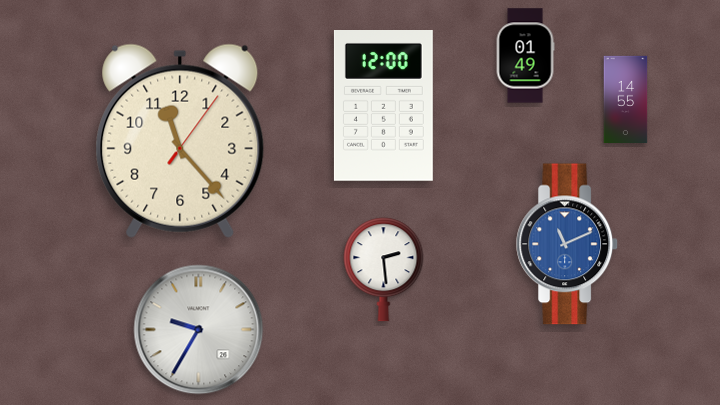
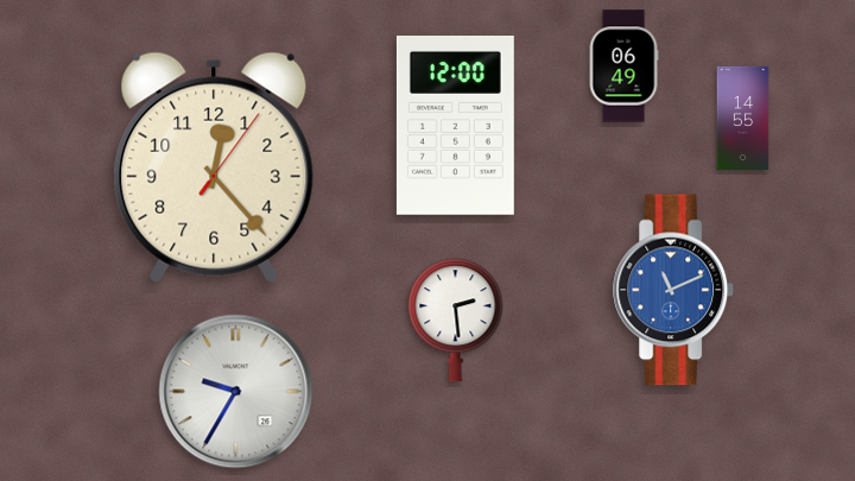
clock at (525, 56): 01:49 -> 06:49
clock at (180, 141): 11:23 -> 12:23
